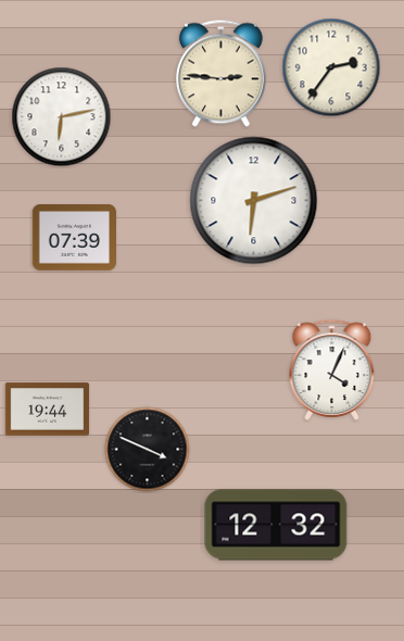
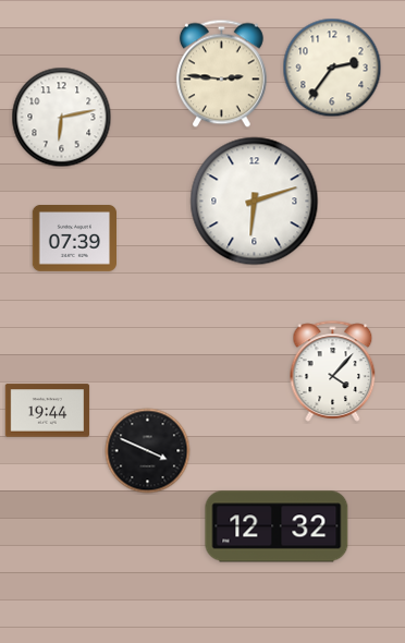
clock at (332, 369): 4:04 -> 4:07
